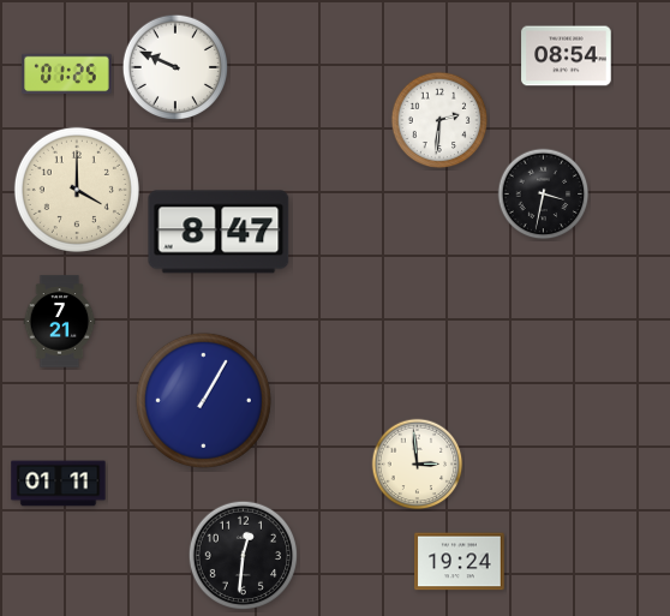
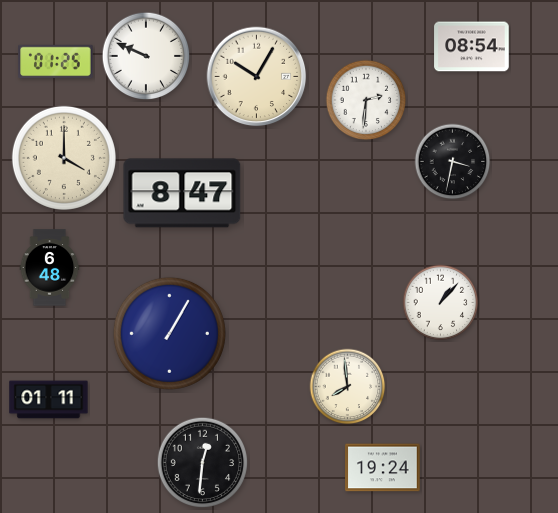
clock at (257, 77): none -> 10:05
clock at (60, 322): 7:21 -> 6:48
clock at (441, 303): none -> 1:07
clock at (418, 465): 2:59 -> 7:59
clock at (59, 484) position: (59, 484) -> (49, 400)
